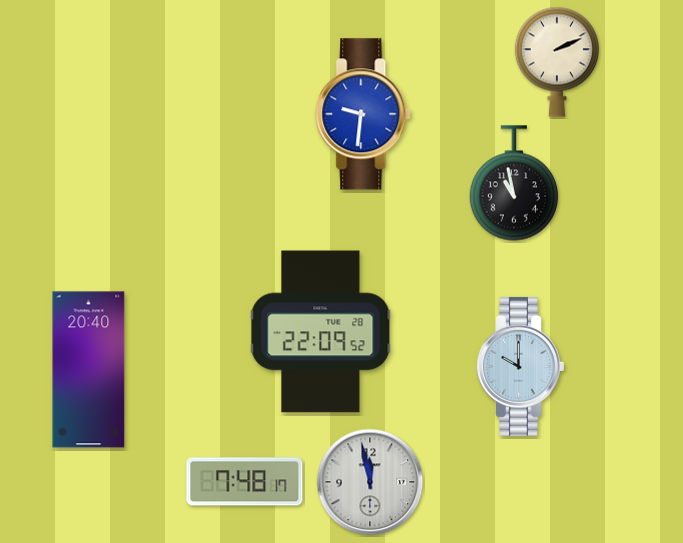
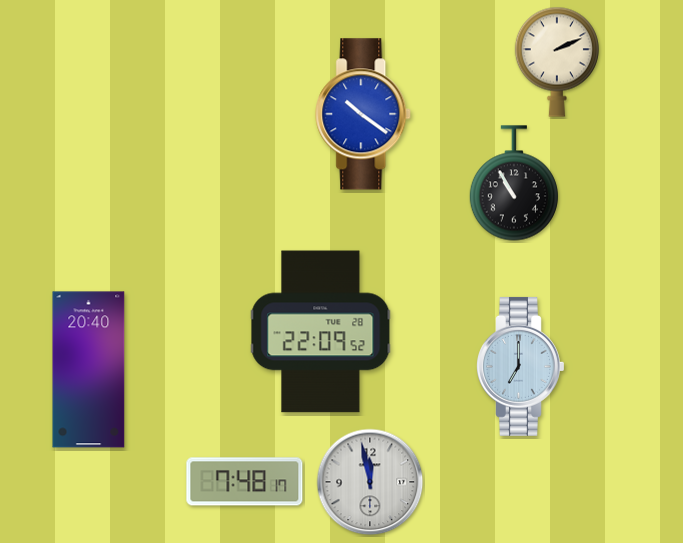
clock at (364, 114): 9:31 -> 10:21
clock at (514, 183): 10:58 -> 10:55
clock at (521, 366): 10:00 -> 7:00
